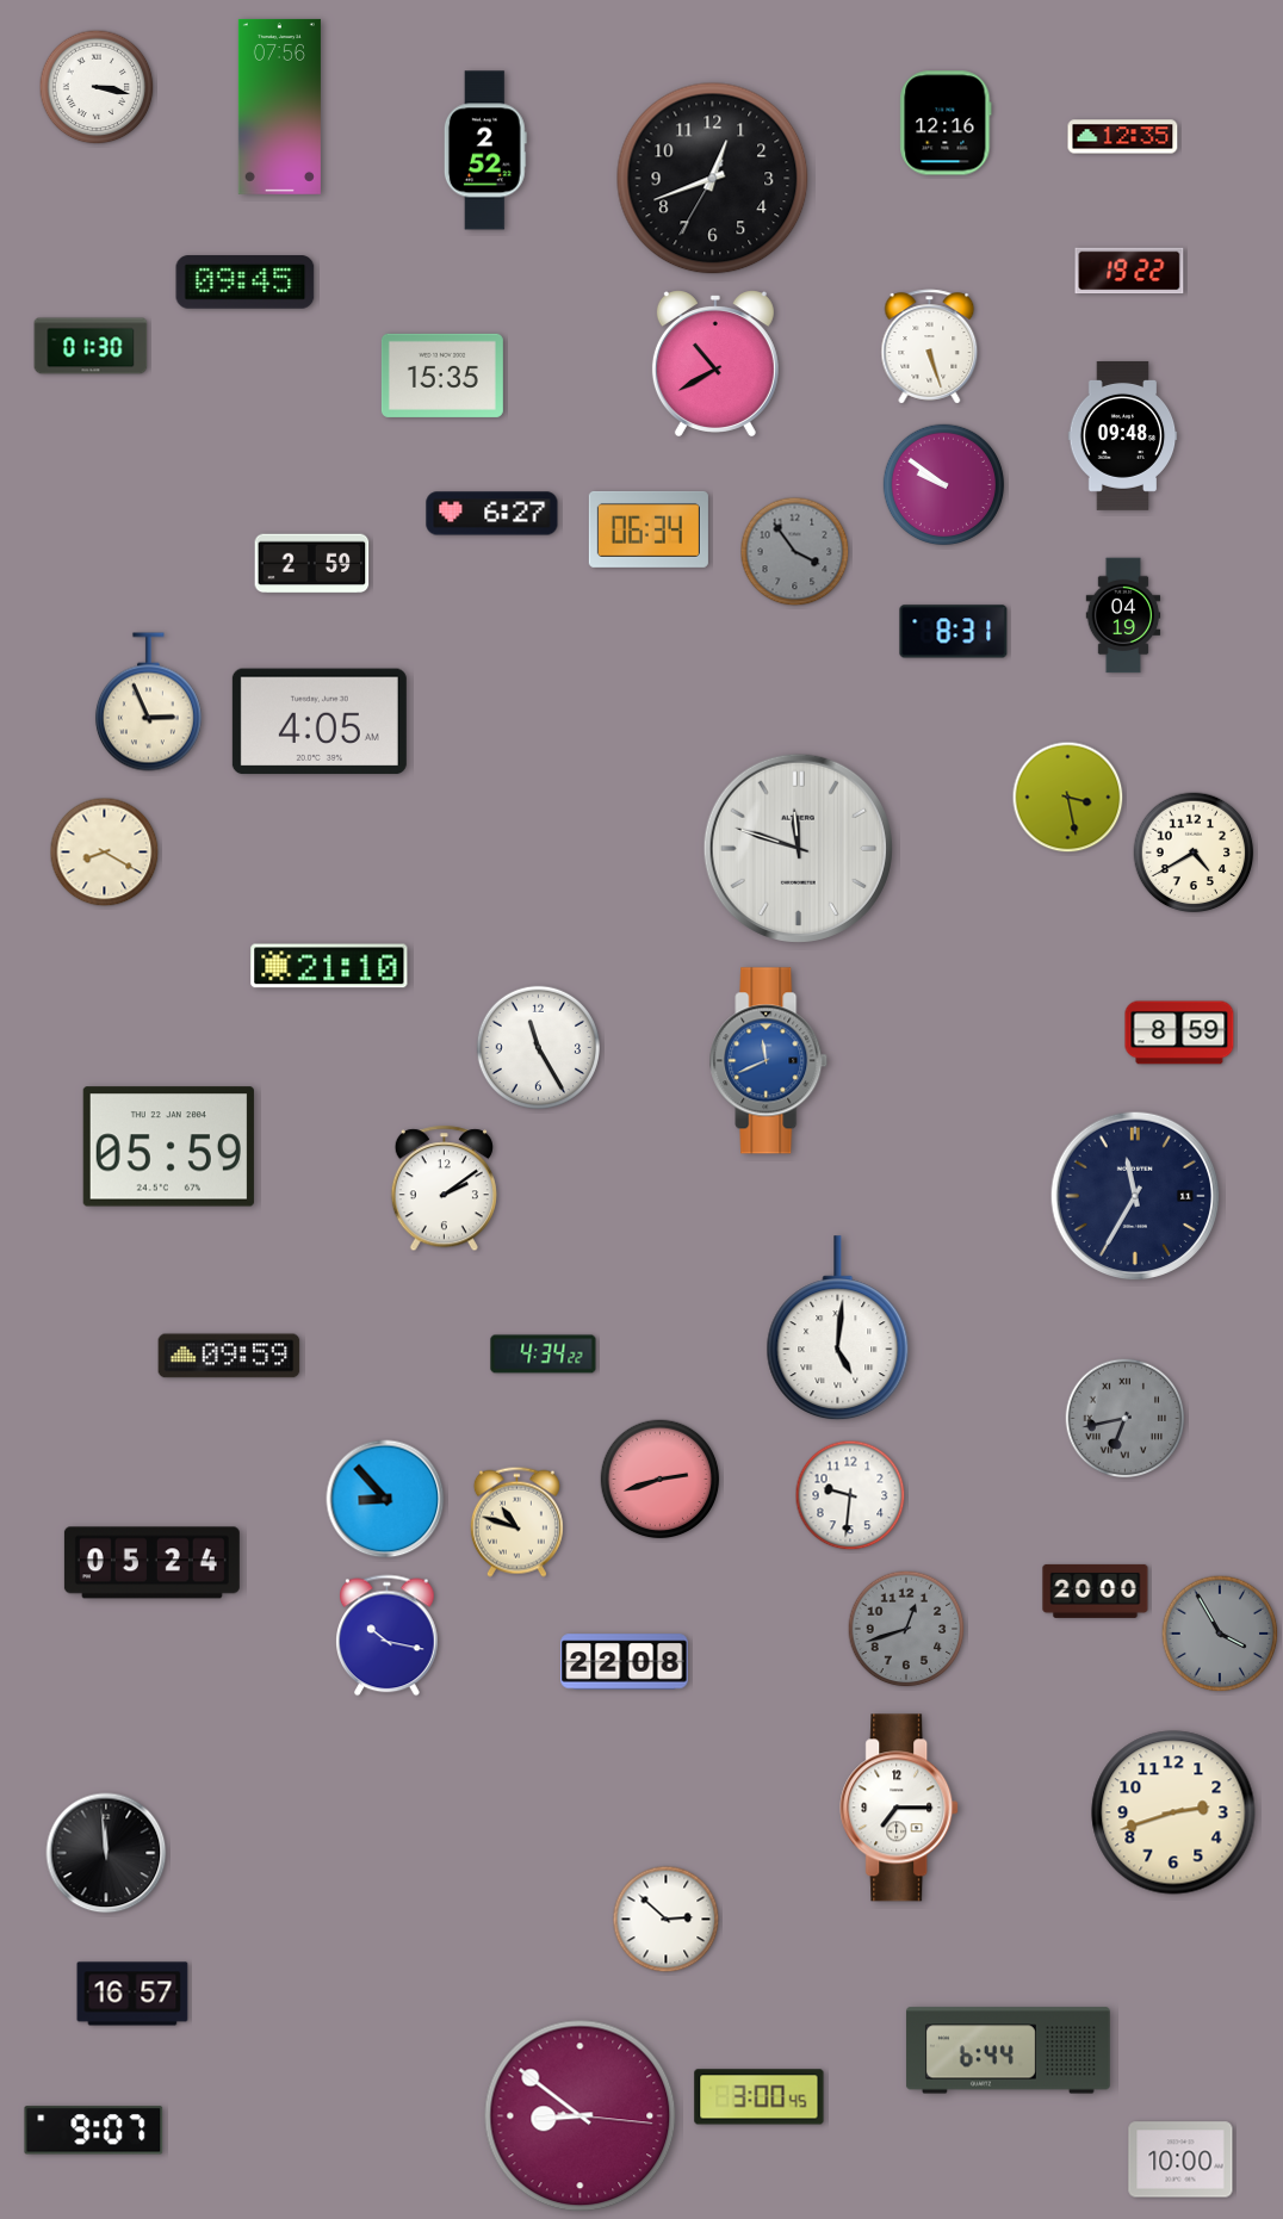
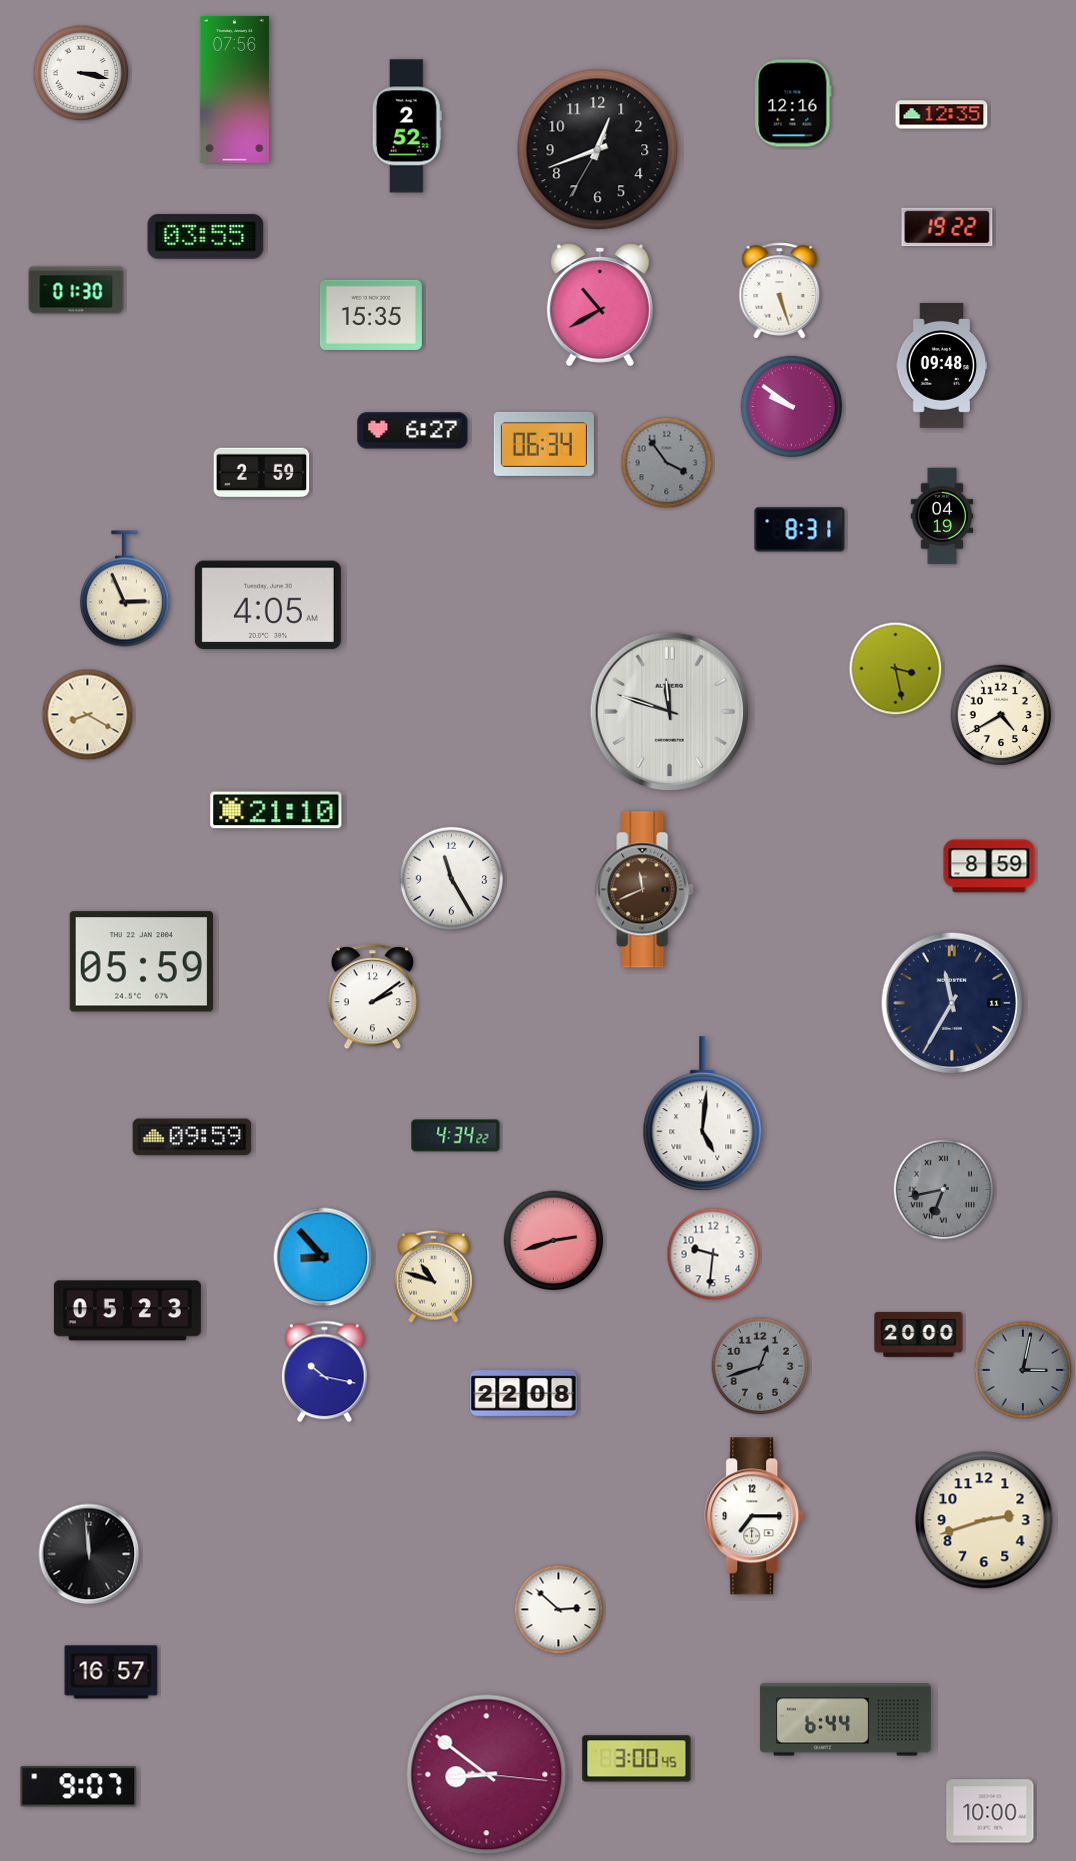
clock at (246, 283): 09:45 -> 03:55
clock at (769, 1061) dial: blue -> brown
clock at (151, 1563): 05:24 -> 05:23
clock at (1220, 1634): 3:55 -> 3:02
